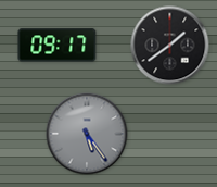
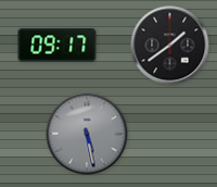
clock at (87, 134): 5:24 -> 5:28
